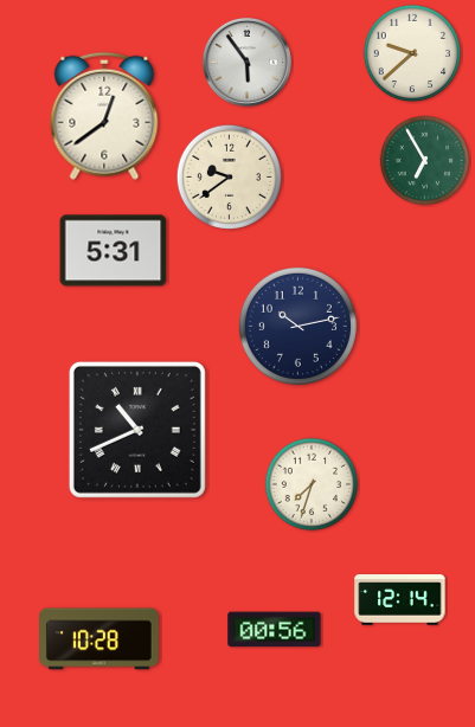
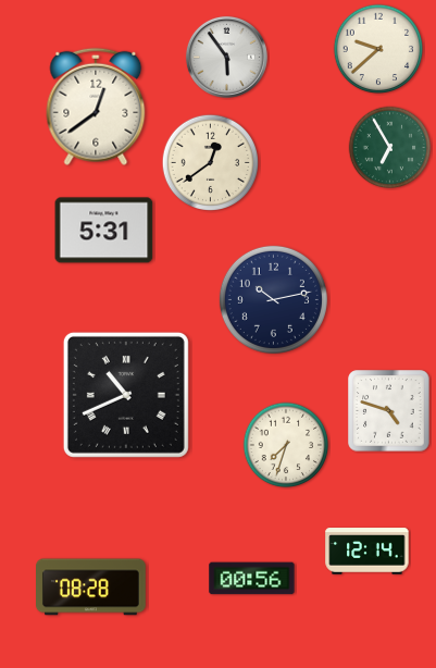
clock at (229, 176): 9:39 -> 12:39
clock at (389, 411): none -> 4:48
clock at (100, 639): 10:28 -> 08:28
